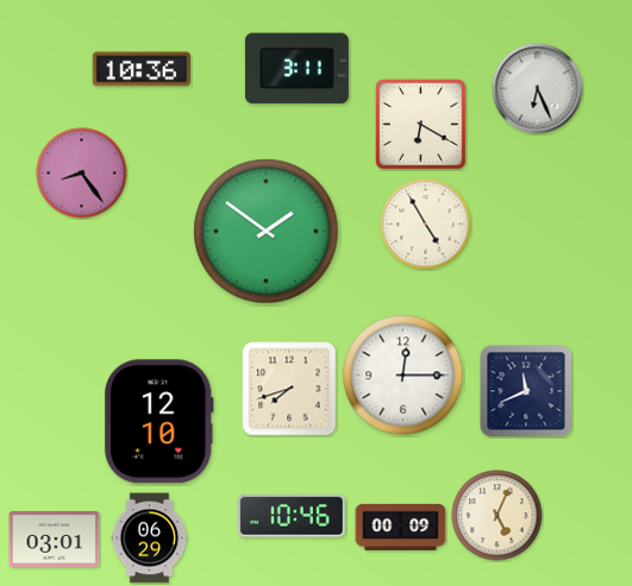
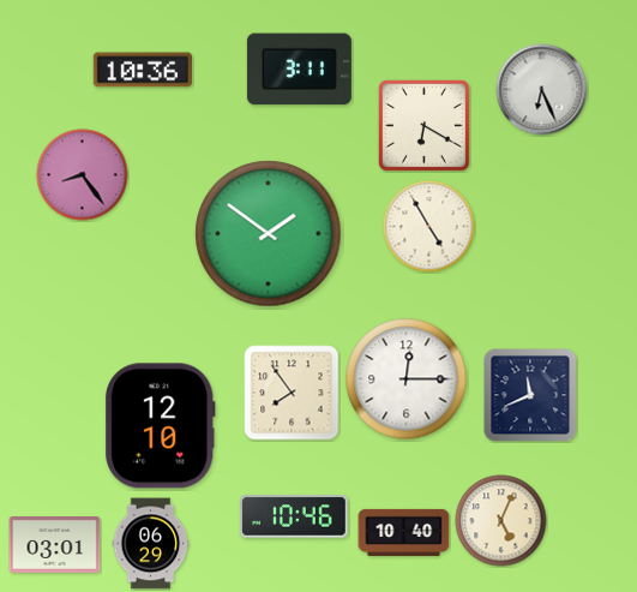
clock at (289, 389): 7:42 -> 7:54
clock at (293, 516) position: (293, 516) -> (295, 516)
clock at (401, 527): 00:09 -> 10:40
